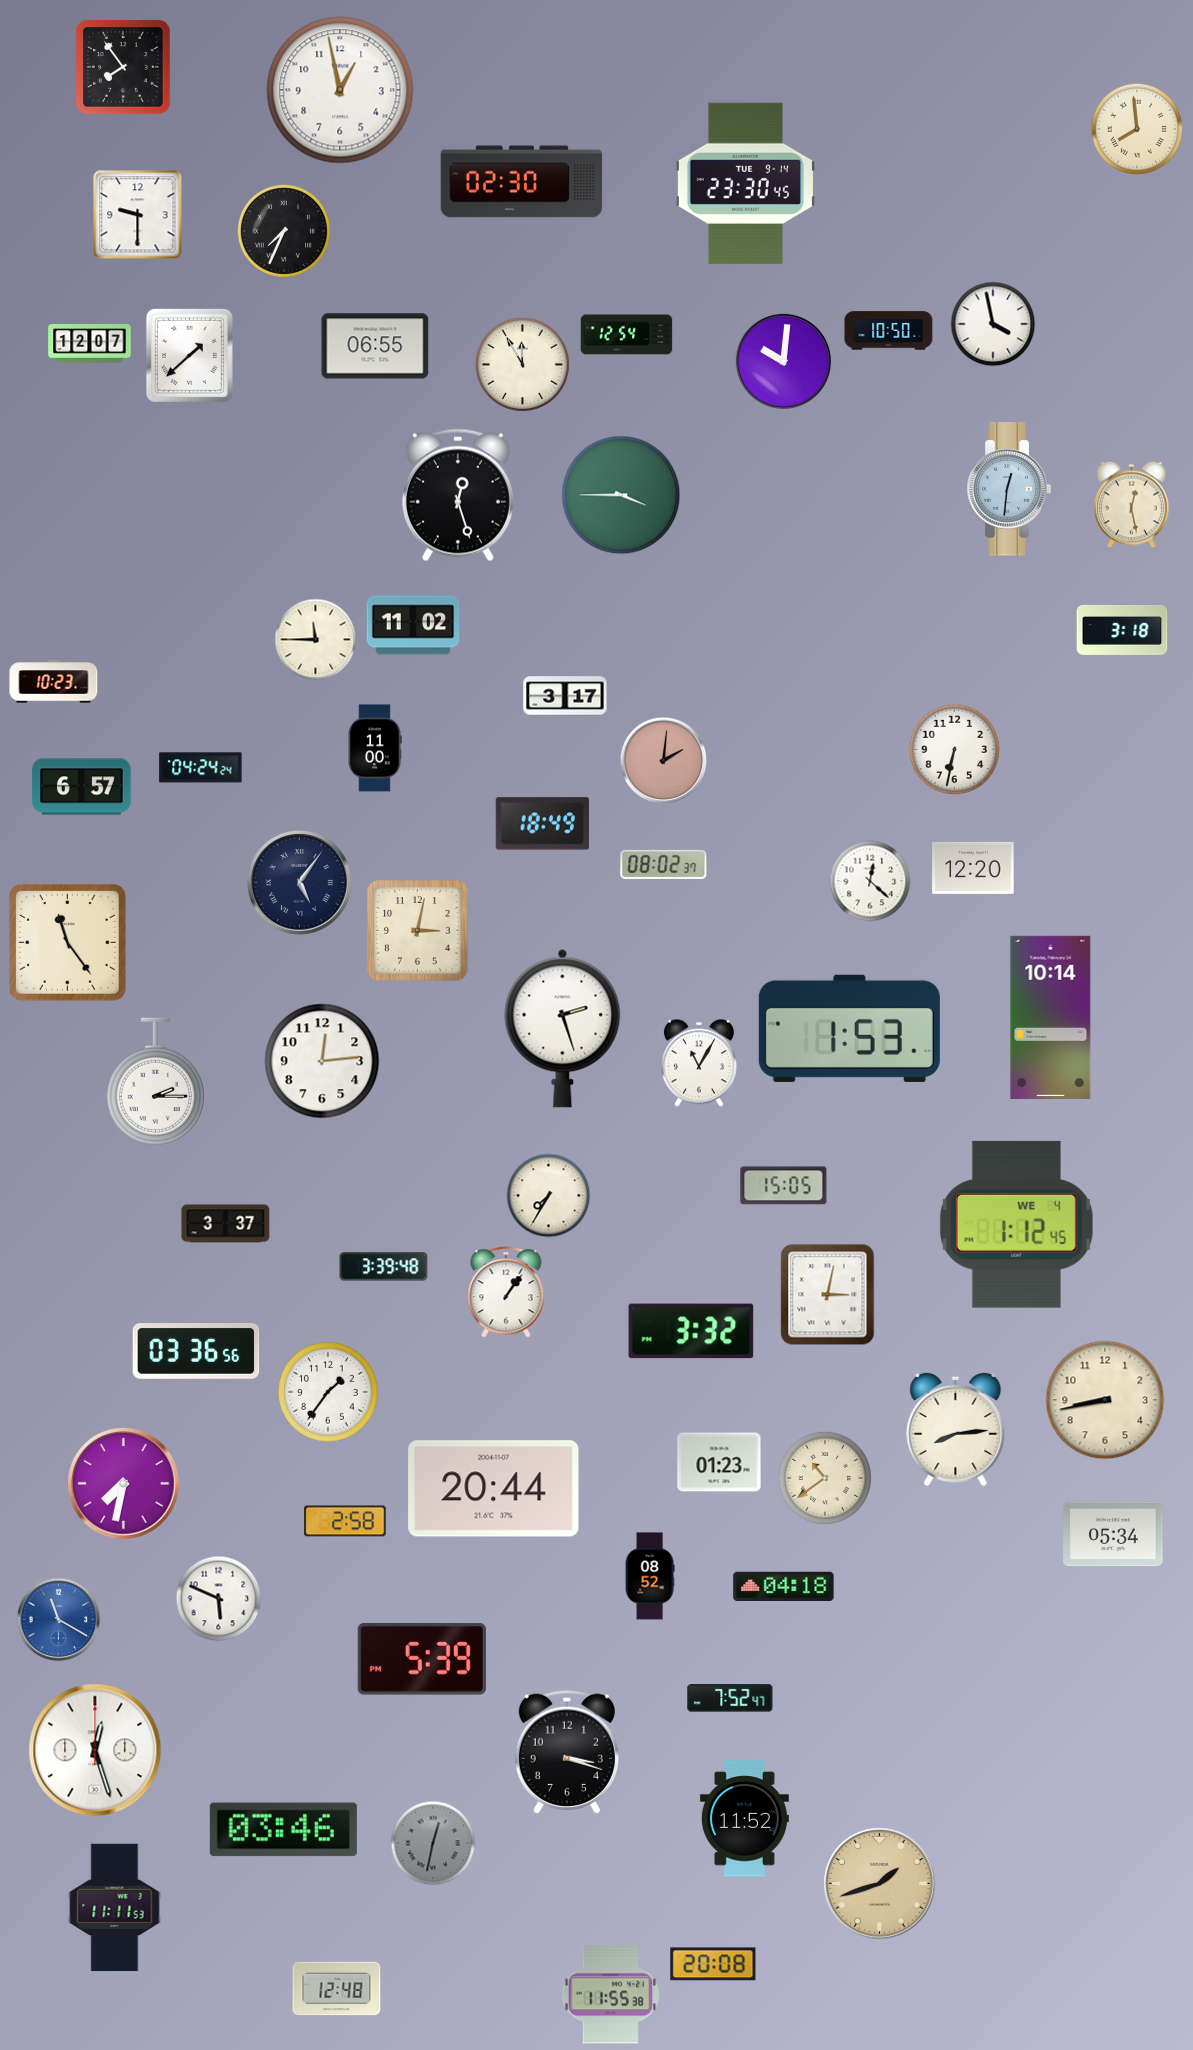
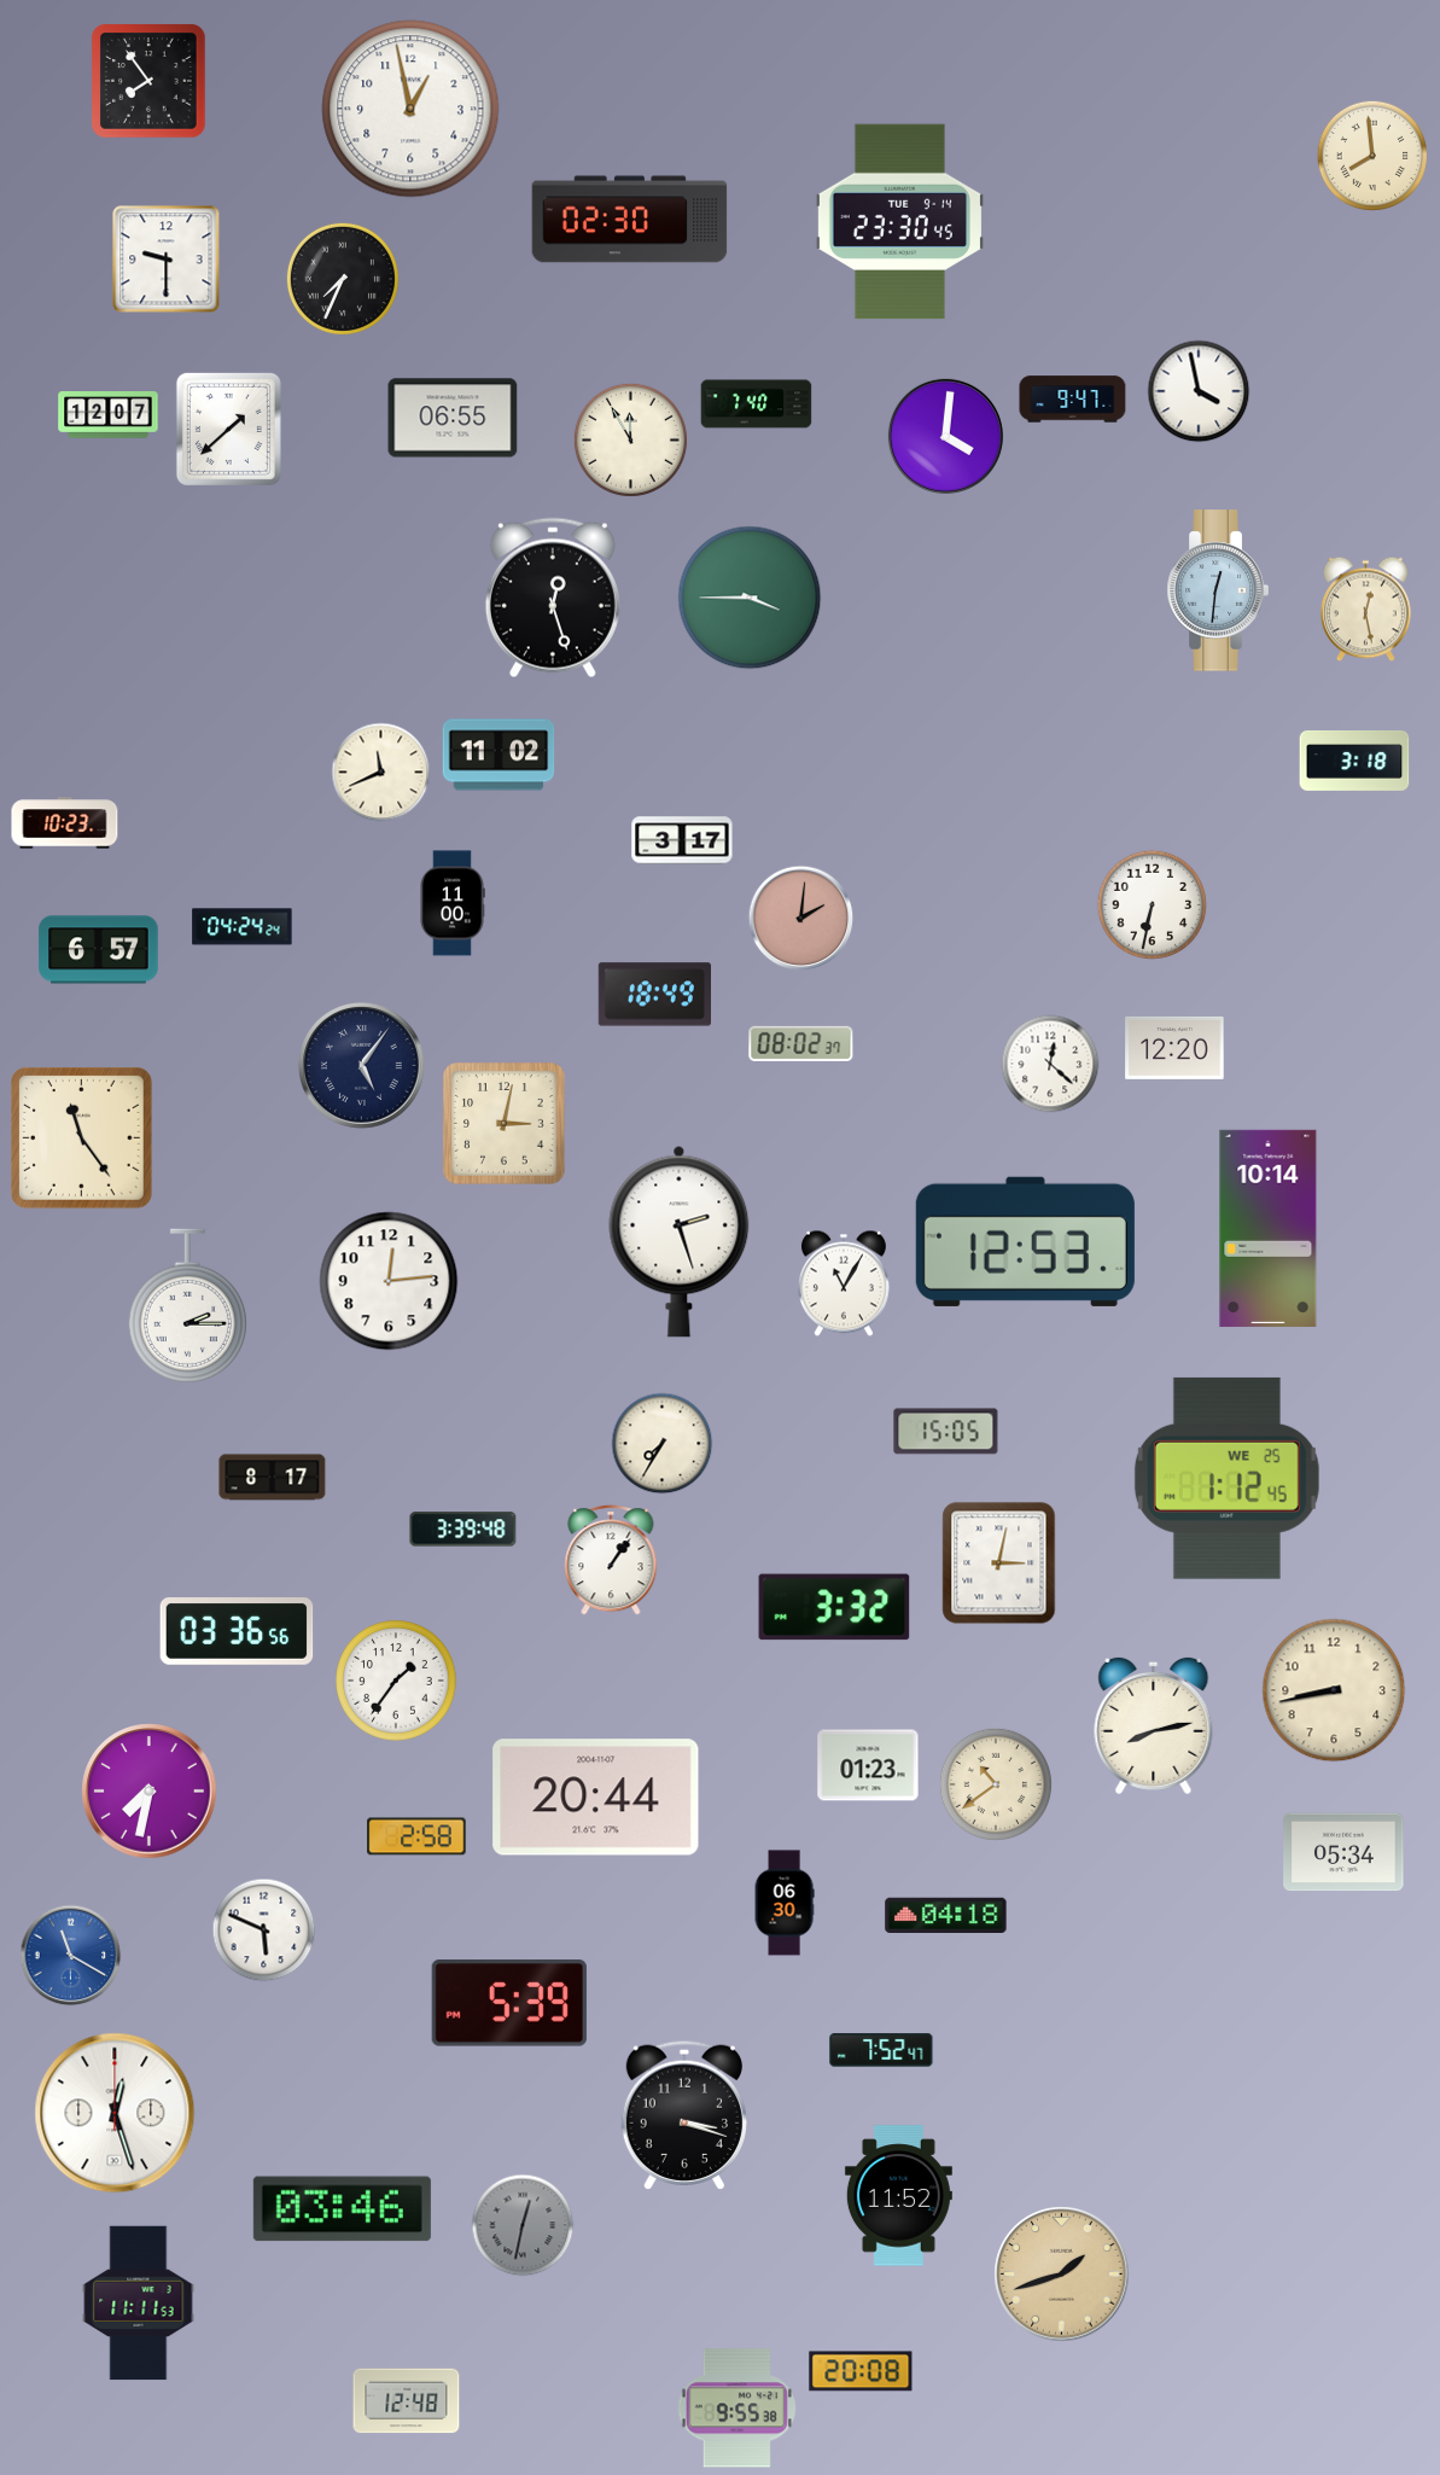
clock at (889, 331): 10:50 -> 9:47
clock at (627, 335): 12:54 -> 7:40
clock at (783, 361): 10:01 -> 4:01
clock at (316, 640): 11:45 -> 11:41
clock at (849, 1028): 1:53 -> 12:53
clock at (226, 1224): 3:37 -> 8:17
clock at (1016, 1224) date: WE 4 -> WE 25
clock at (956, 1429): 8:14 -> 8:13
clock at (650, 1576): 08:52 -> 06:30
clock at (611, 1995): 11:55 -> 9:55
